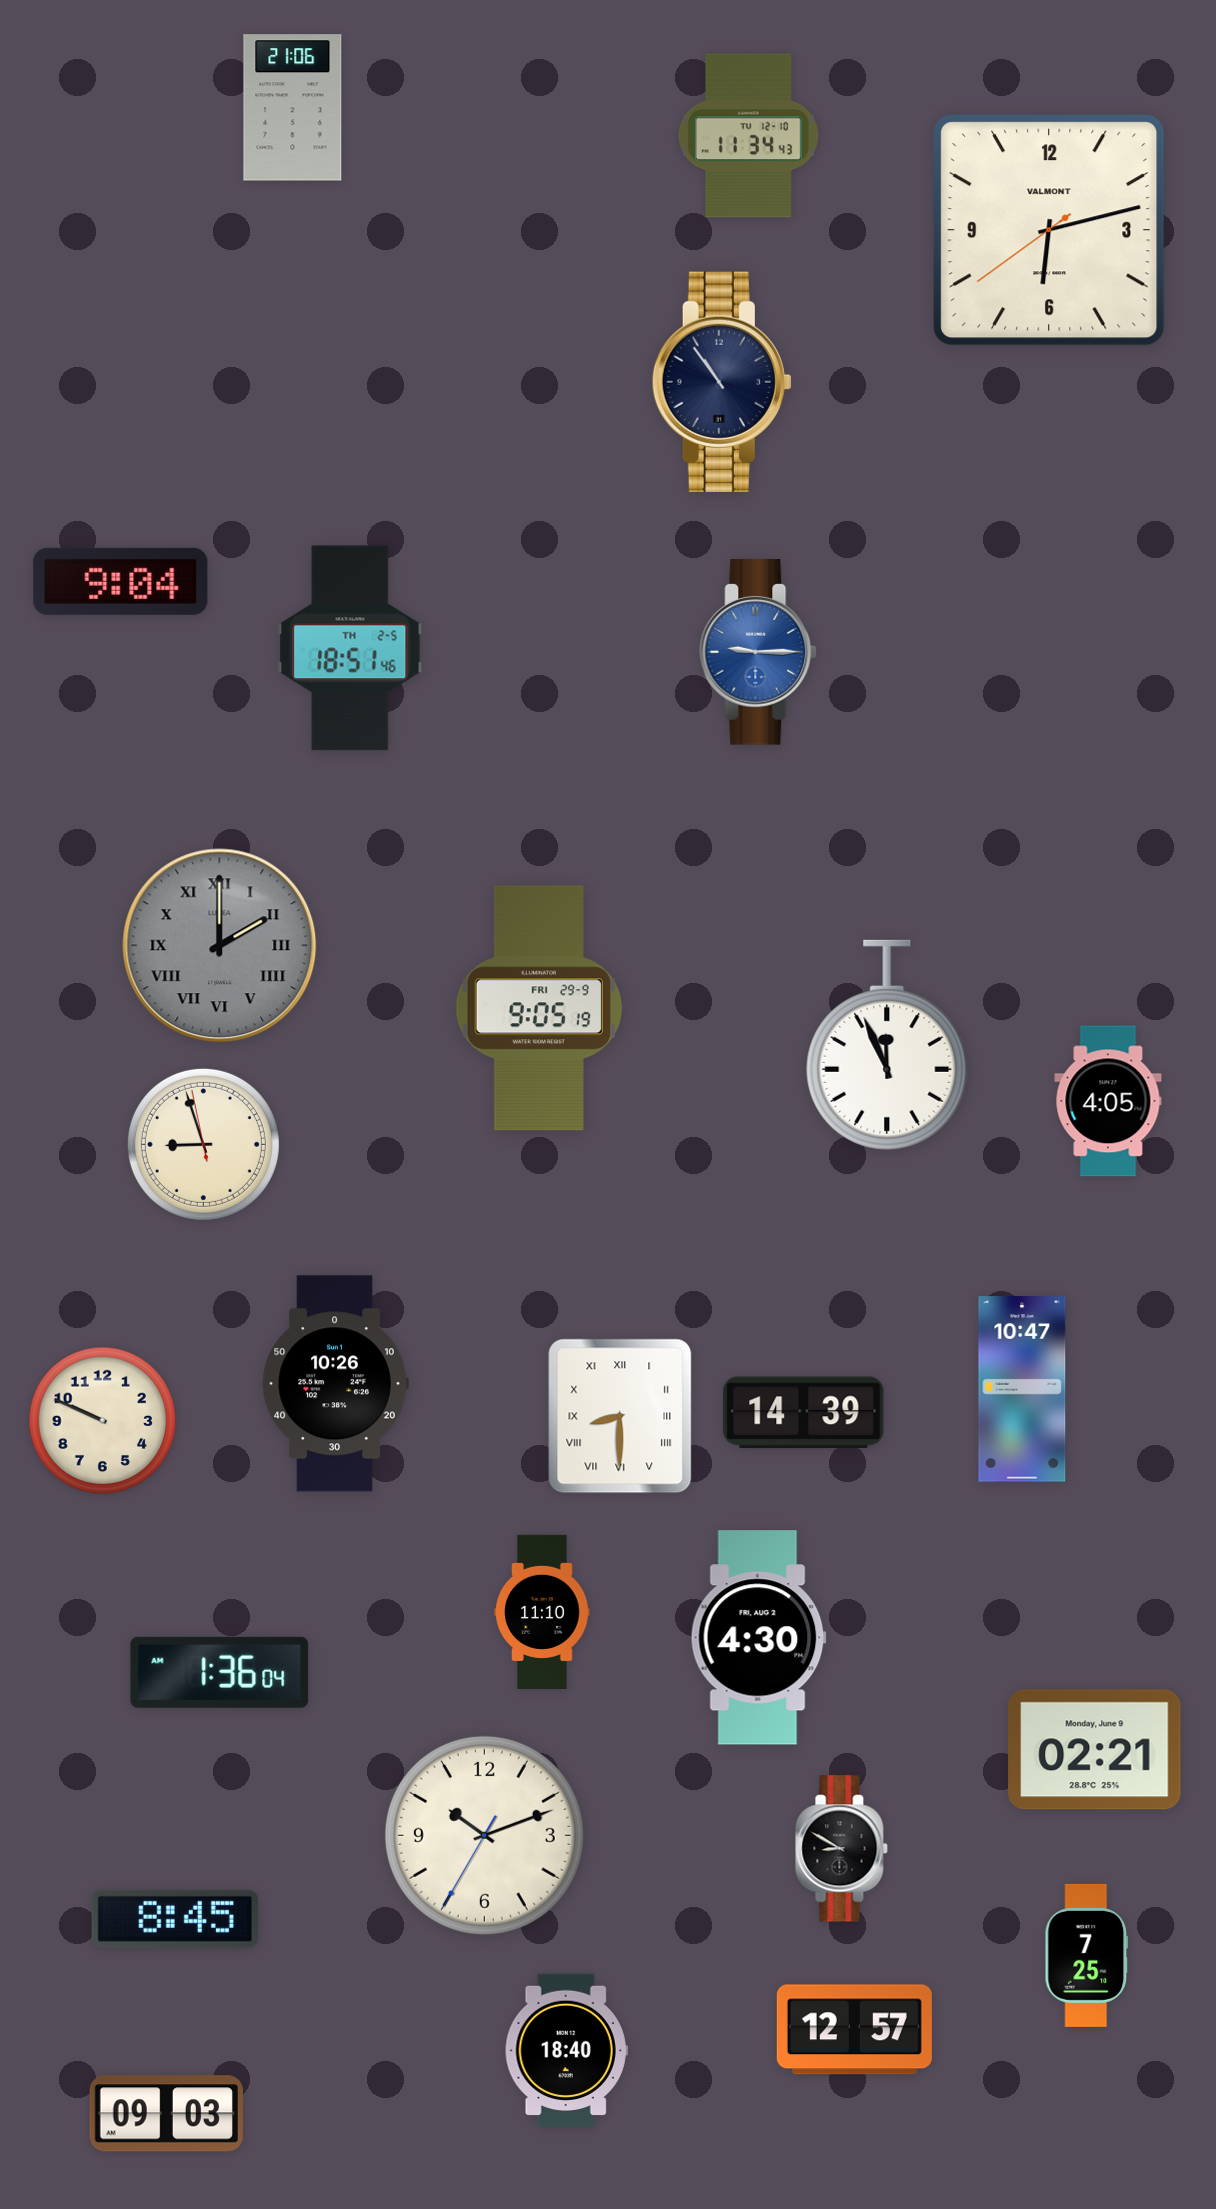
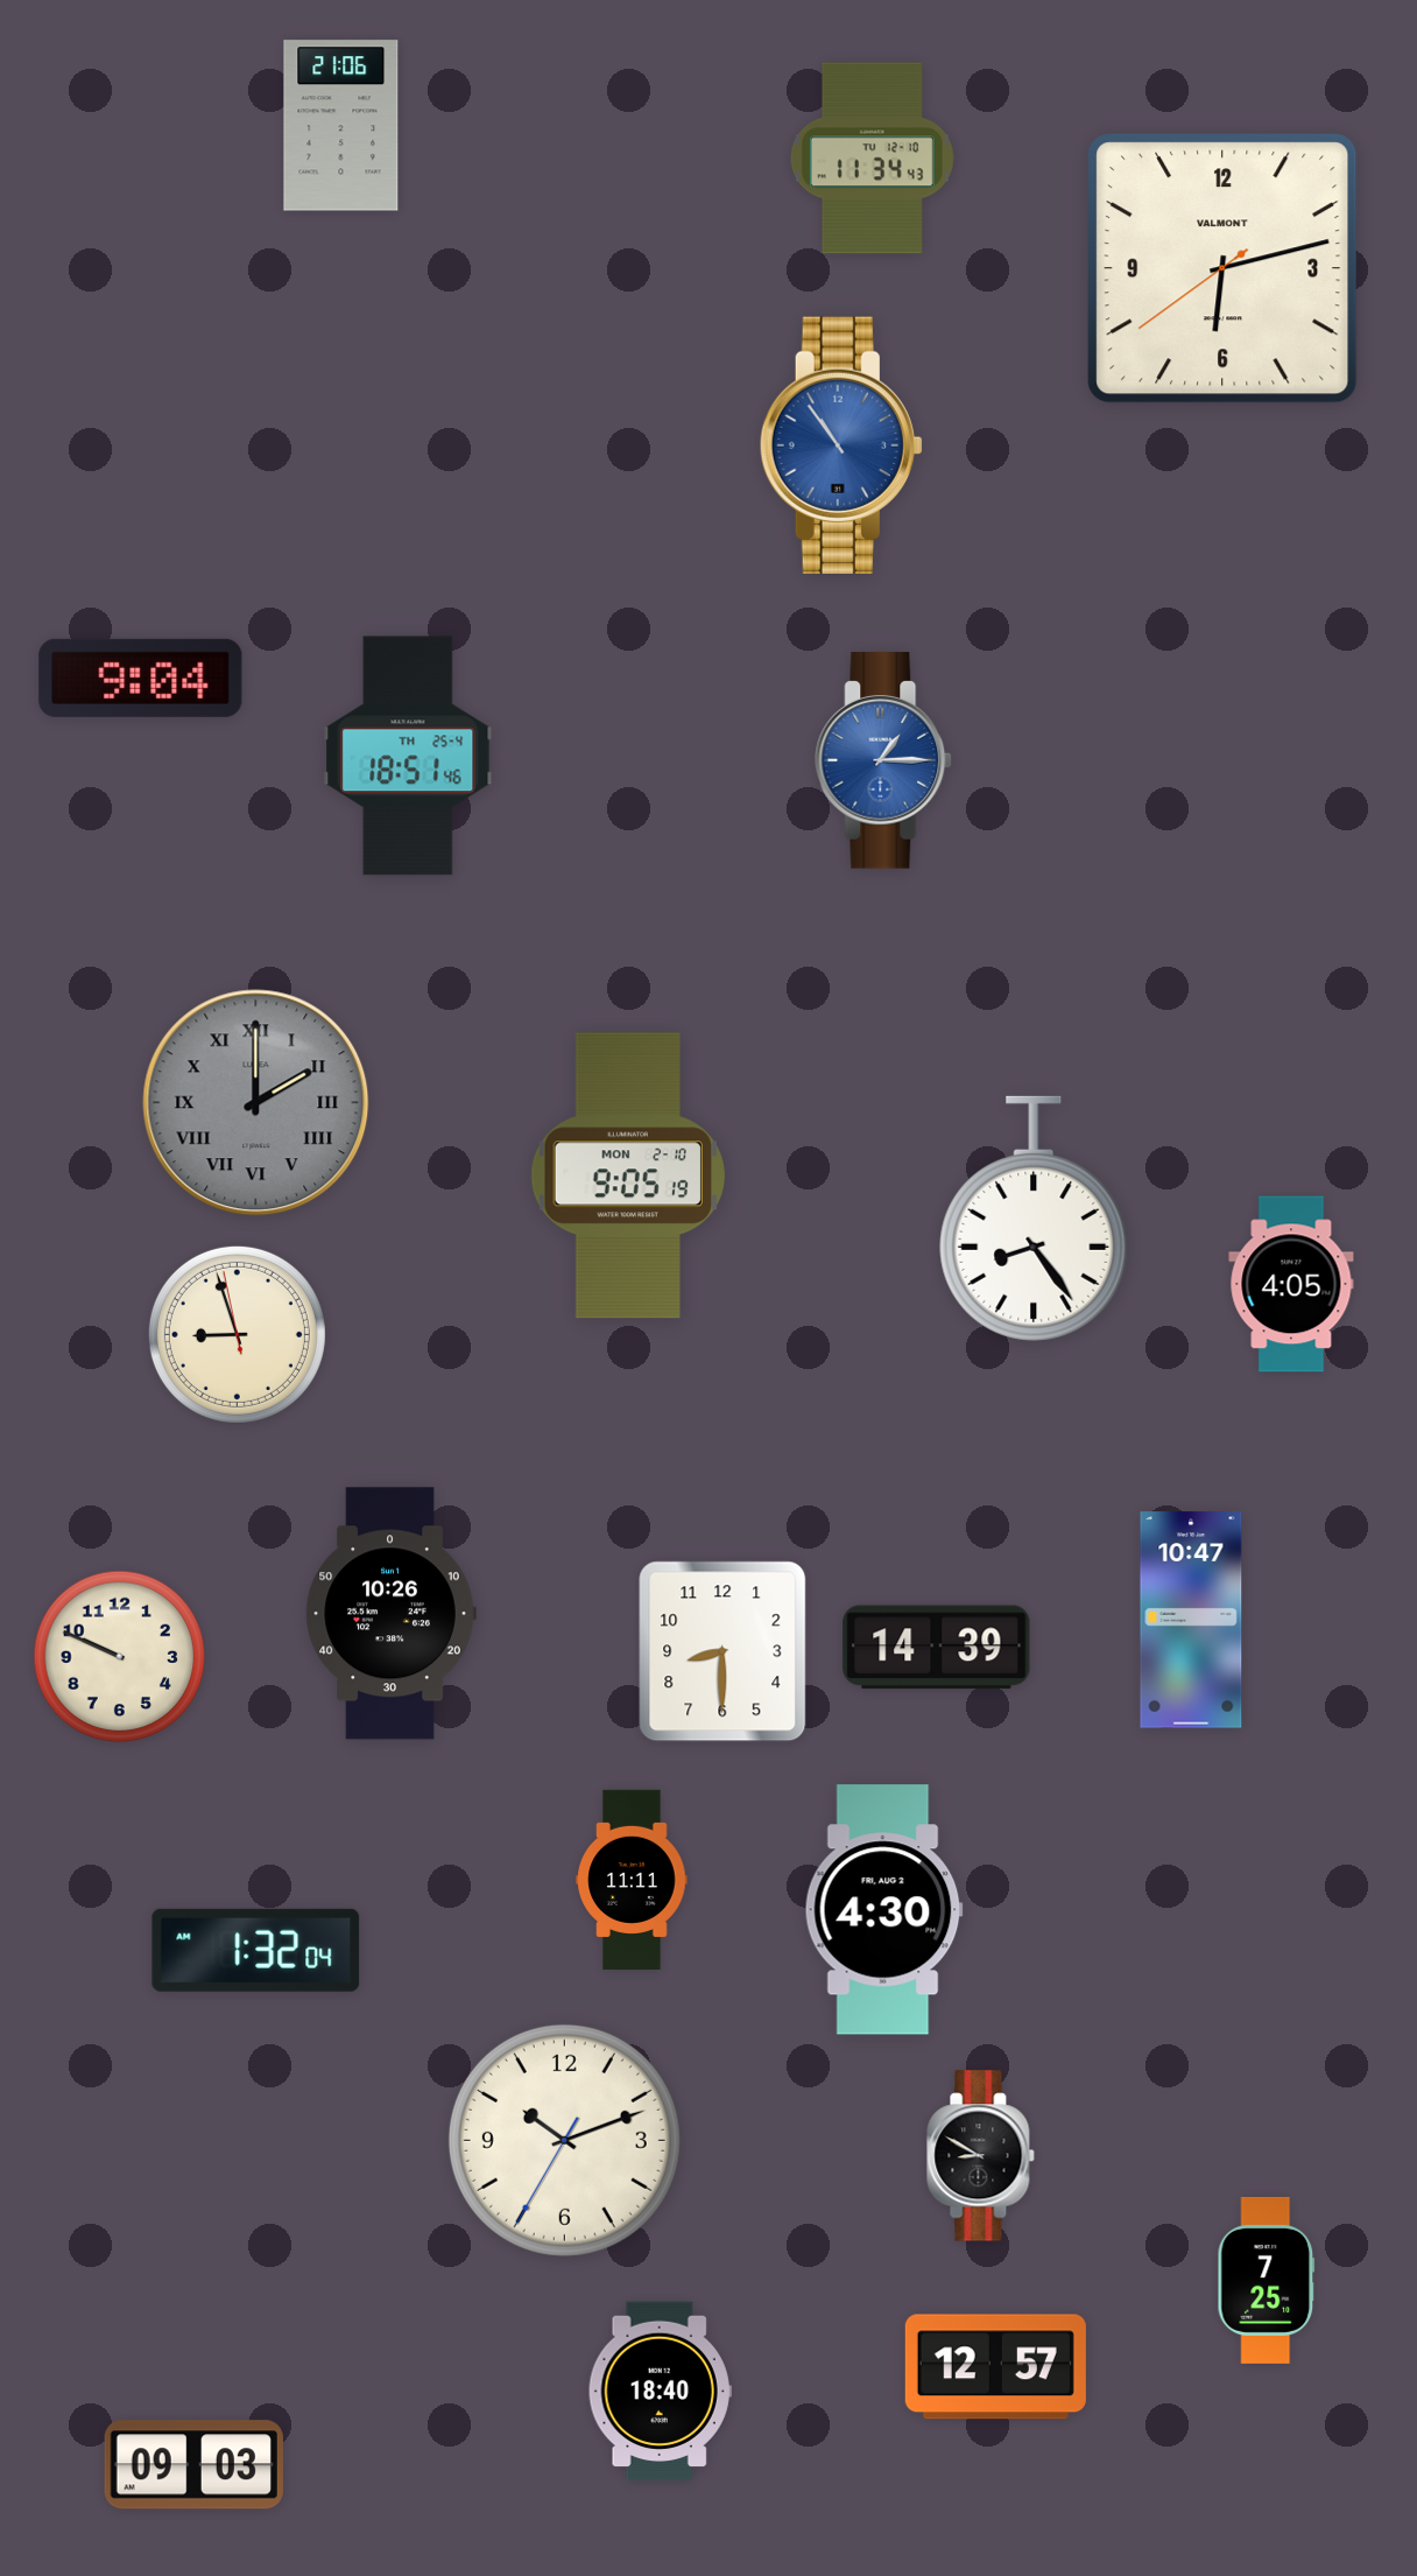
clock at (722, 382) dial: navy -> blue
clock at (350, 648) date: TH 2-5 -> TH 25-4
clock at (759, 652): 9:15 -> 1:15
clock at (539, 1008) date: FRI 29-9 -> MON 2-10
clock at (887, 1045): 11:56 -> 8:24
clock at (620, 1416) numerals: Roman -> Arabic
clock at (542, 1611): 11:10 -> 11:11
clock at (220, 1672): 1:36 -> 1:32
clock at (1095, 1750): 02:21 -> none
clock at (174, 1919): 8:45 -> none
